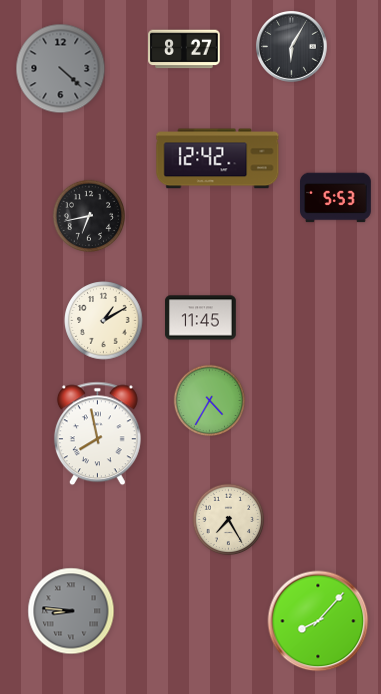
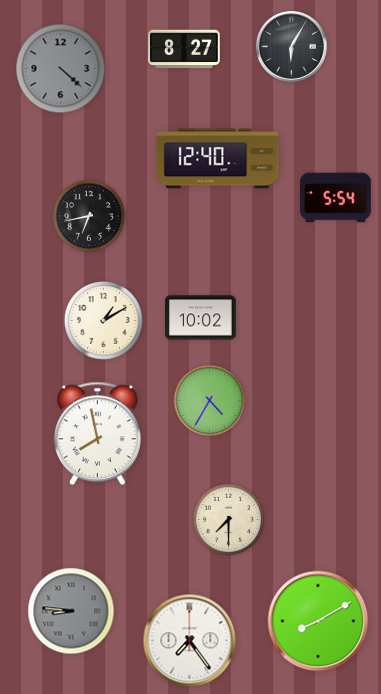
clock at (218, 159): 12:42 -> 12:40
clock at (336, 198): 5:53 -> 5:54
clock at (201, 318): 11:45 -> 10:02
clock at (229, 520): 7:25 -> 7:30
clock at (318, 621): 8:07 -> 8:10
clock at (190, 641): none -> 7:24
